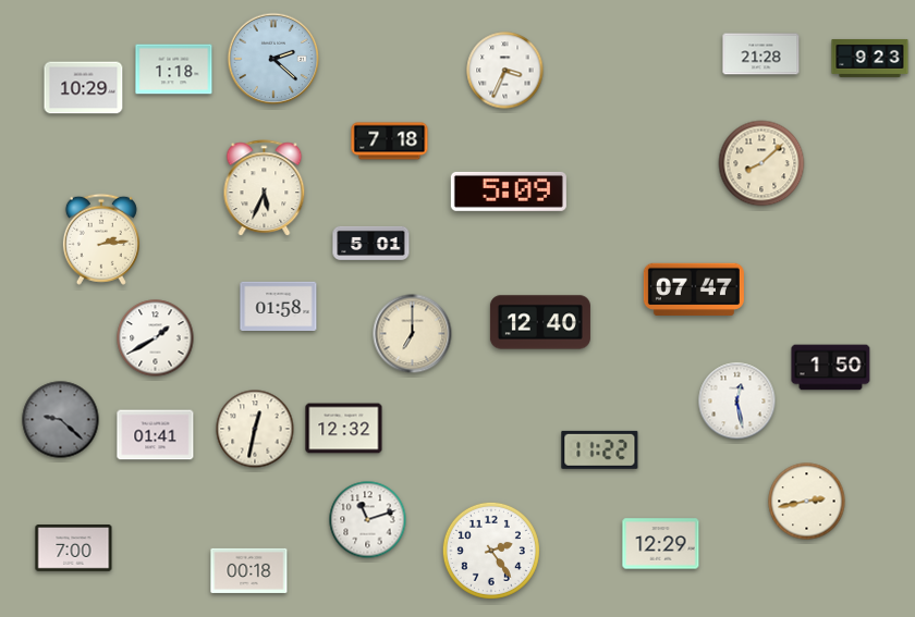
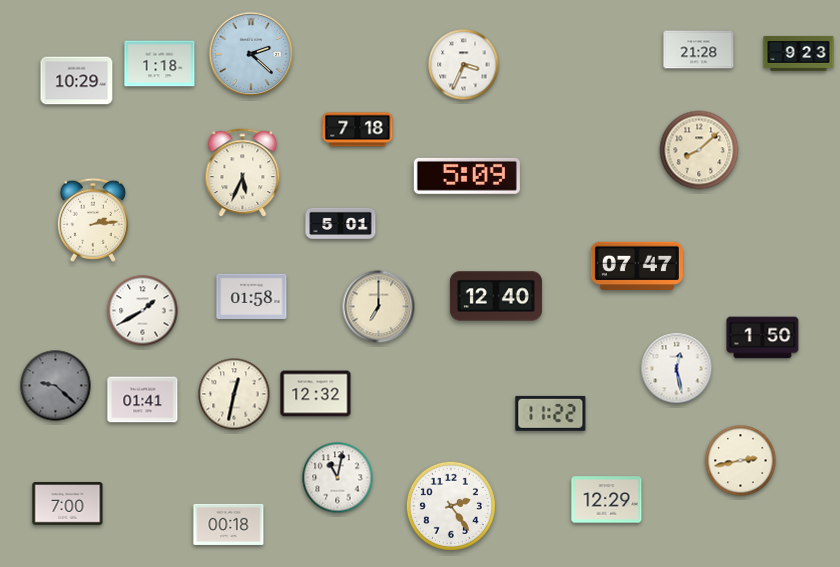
clock at (279, 306) position: (279, 306) -> (252, 296)
clock at (368, 520): 11:12 -> 11:02
